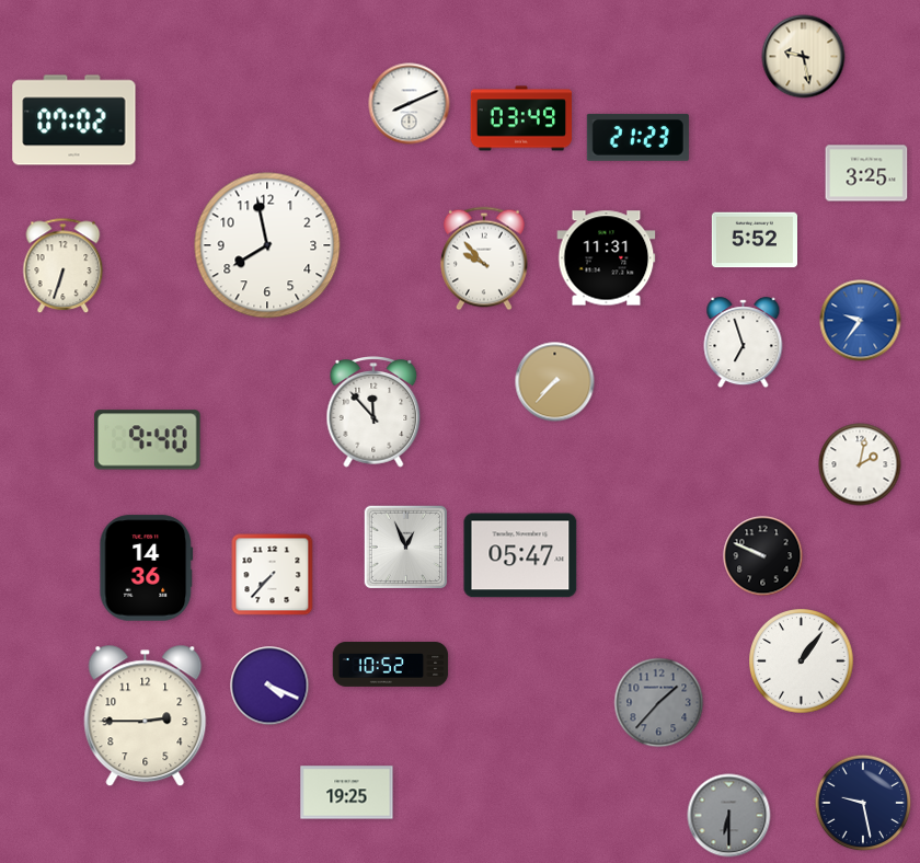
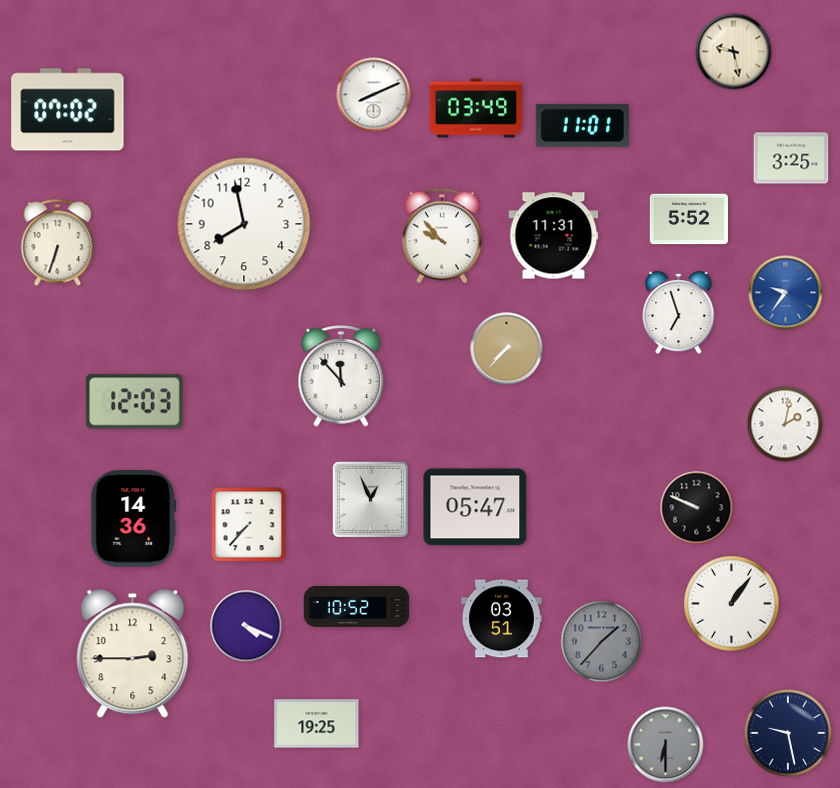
clock at (637, 137): 21:23 -> 11:01
clock at (148, 440): 9:40 -> 12:03
clock at (502, 619): none -> 03:51
